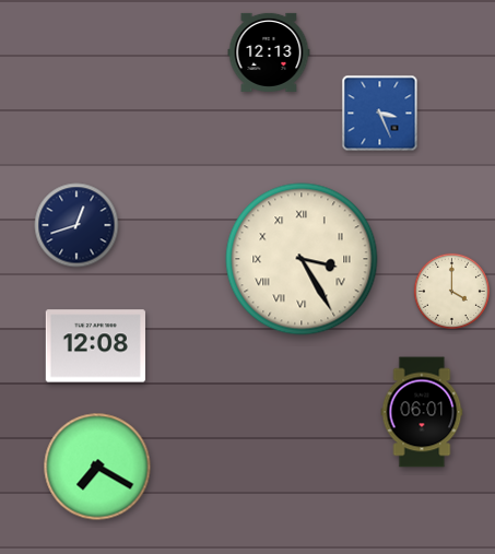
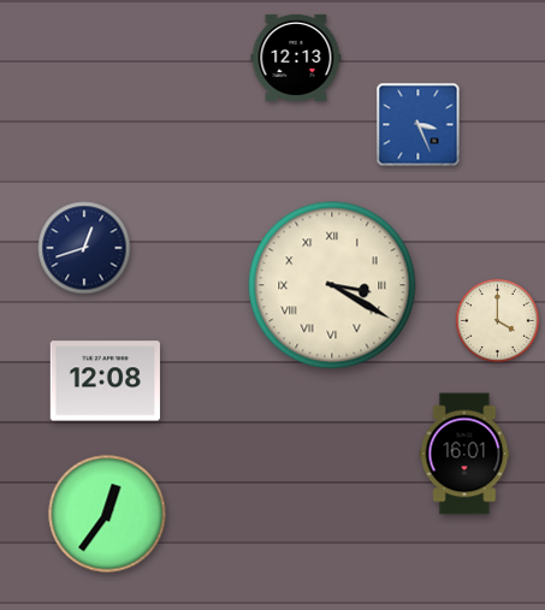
clock at (302, 259): 3:25 -> 3:20
clock at (422, 412): 06:01 -> 16:01
clock at (97, 467): 7:20 -> 12:36
